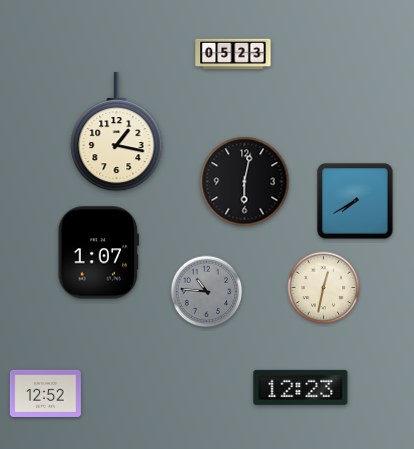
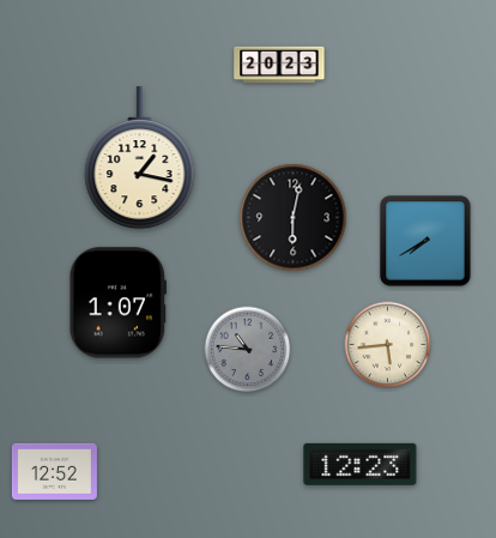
clock at (233, 54): 05:23 -> 20:23
clock at (324, 288): 12:32 -> 5:44
